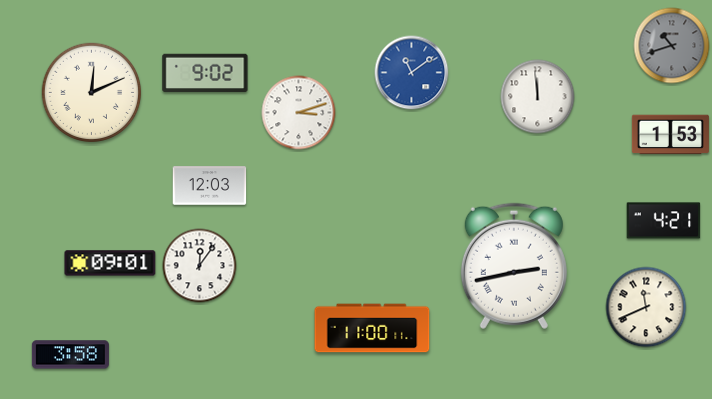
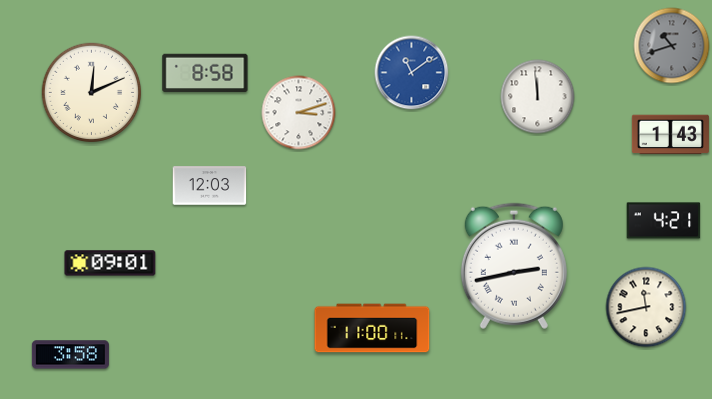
clock at (205, 73): 9:02 -> 8:58
clock at (670, 135): 1:53 -> 1:43
clock at (200, 266): 12:06 -> none
clock at (646, 307): 11:41 -> 11:43
